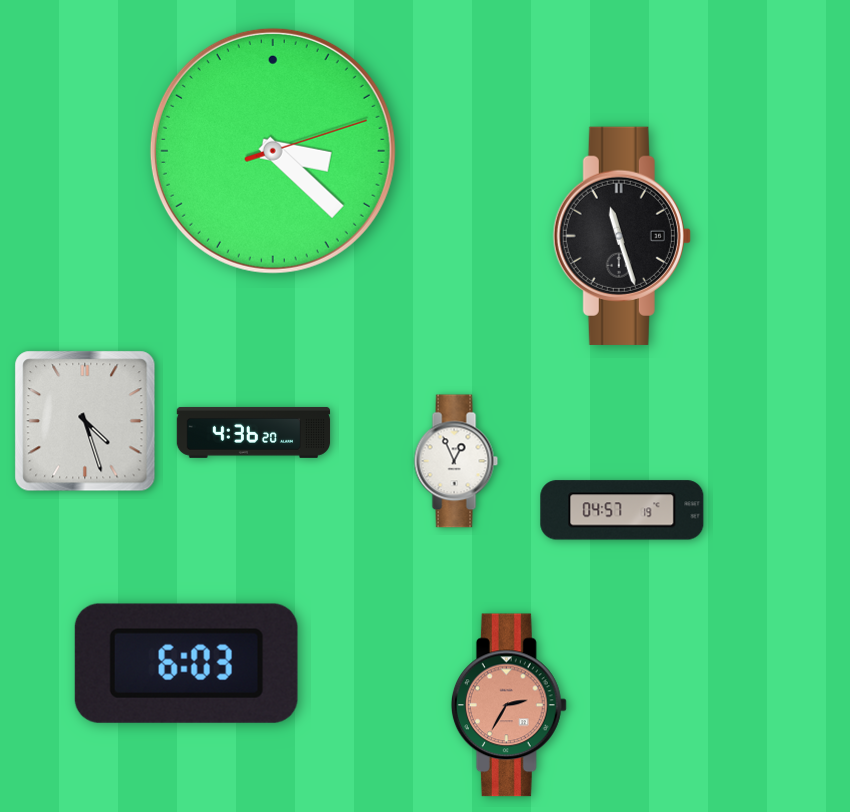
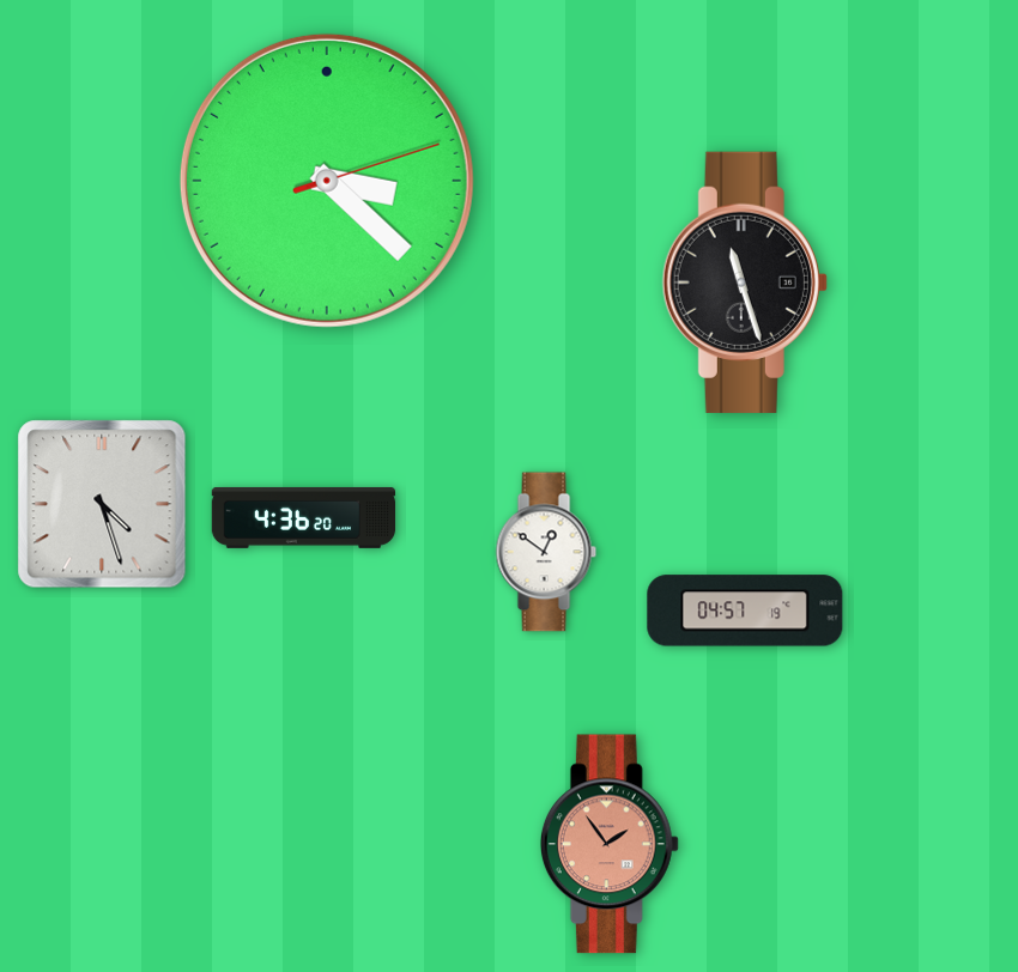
clock at (456, 461): 12:56 -> 12:51
clock at (186, 663): 6:03 -> none
clock at (509, 705): 2:35 -> 1:54
